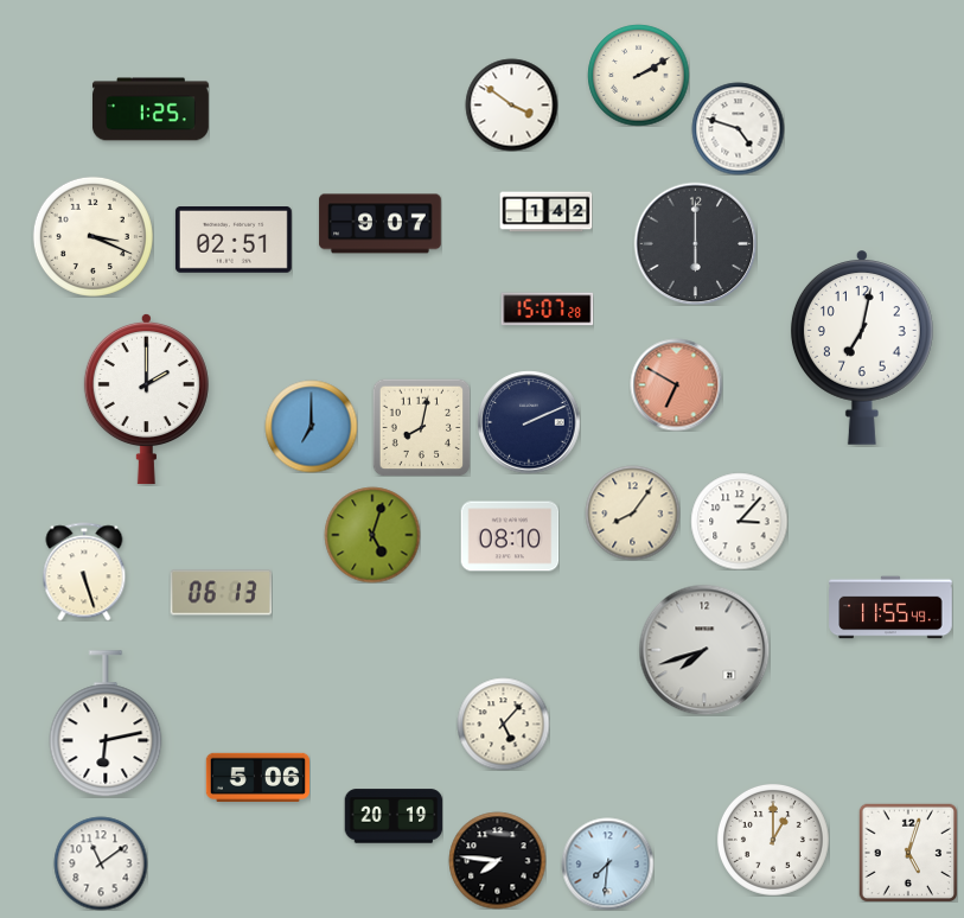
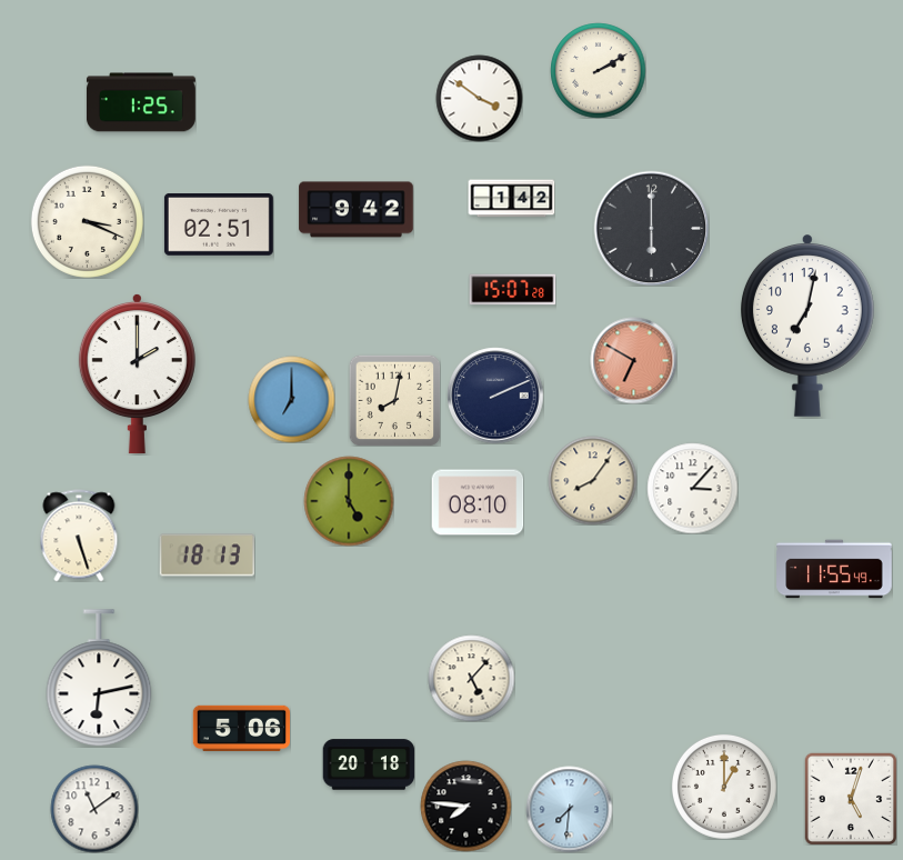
clock at (738, 128): 4:48 -> none
clock at (381, 224): 9:07 -> 9:42
clock at (372, 535): 5:03 -> 5:00
clock at (221, 593): 06:13 -> 18:13
clock at (704, 650): 7:42 -> none
clock at (394, 816): 20:19 -> 20:18
